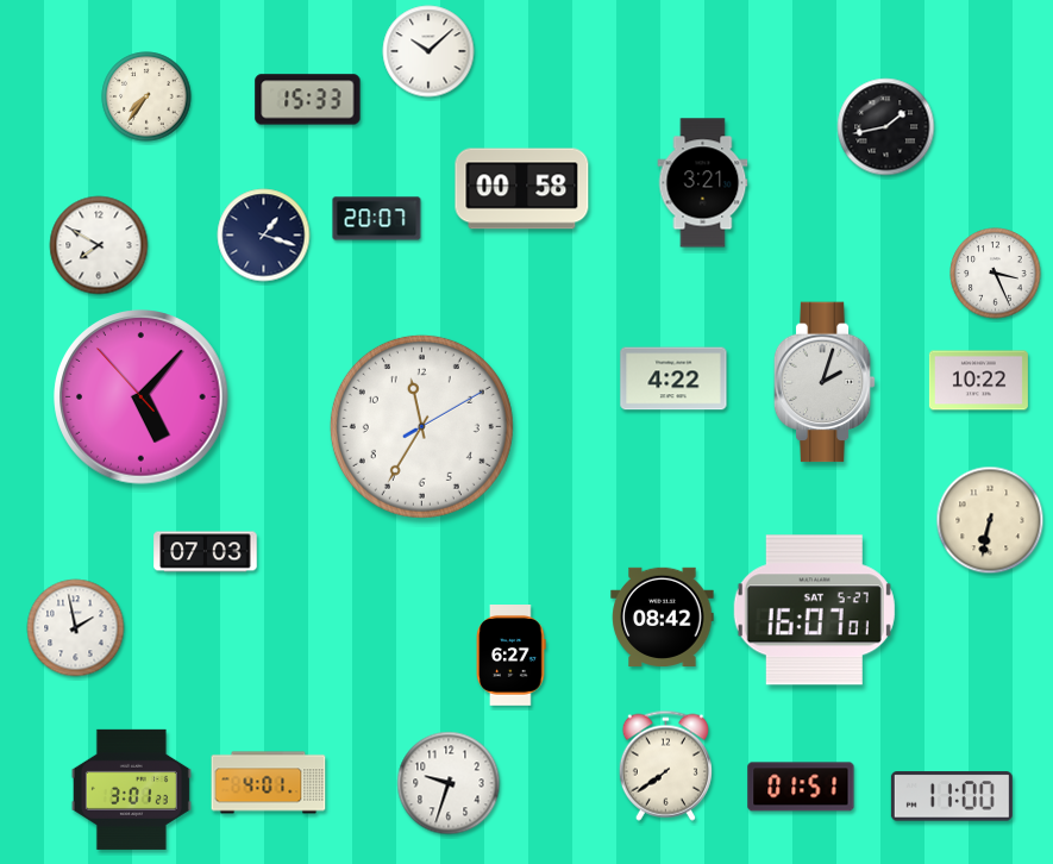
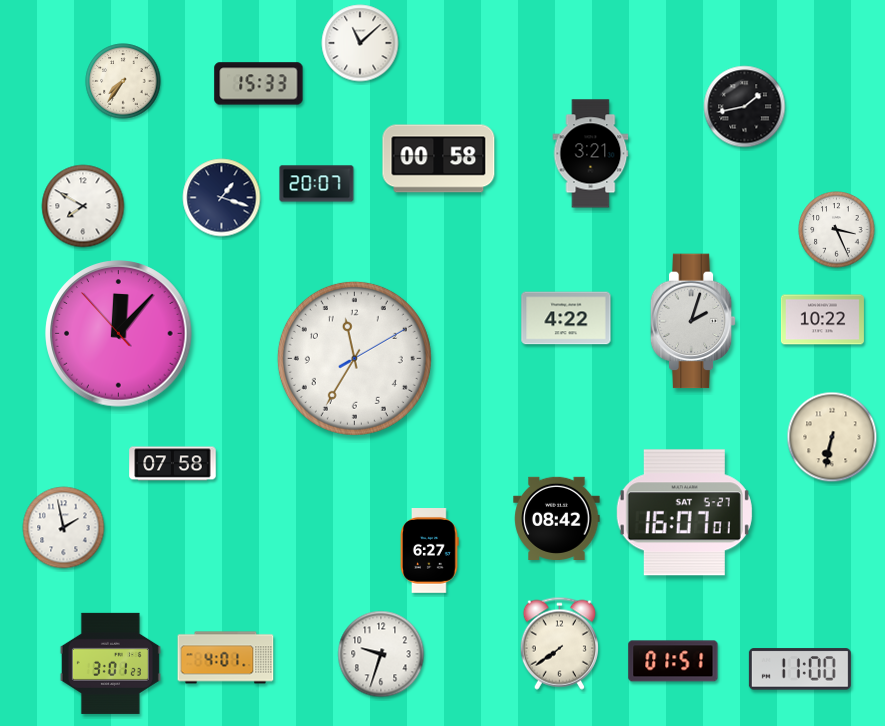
clock at (428, 51): 10:08 -> 11:08
clock at (142, 397): 5:06 -> 12:06
clock at (206, 552): 07:03 -> 07:58
clock at (449, 783) position: (449, 783) -> (381, 654)
